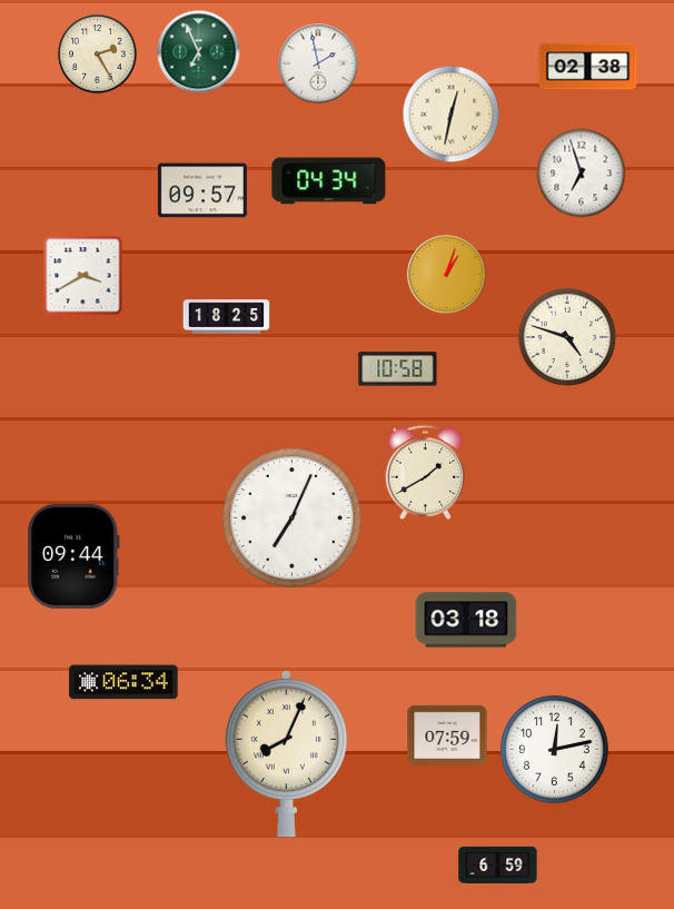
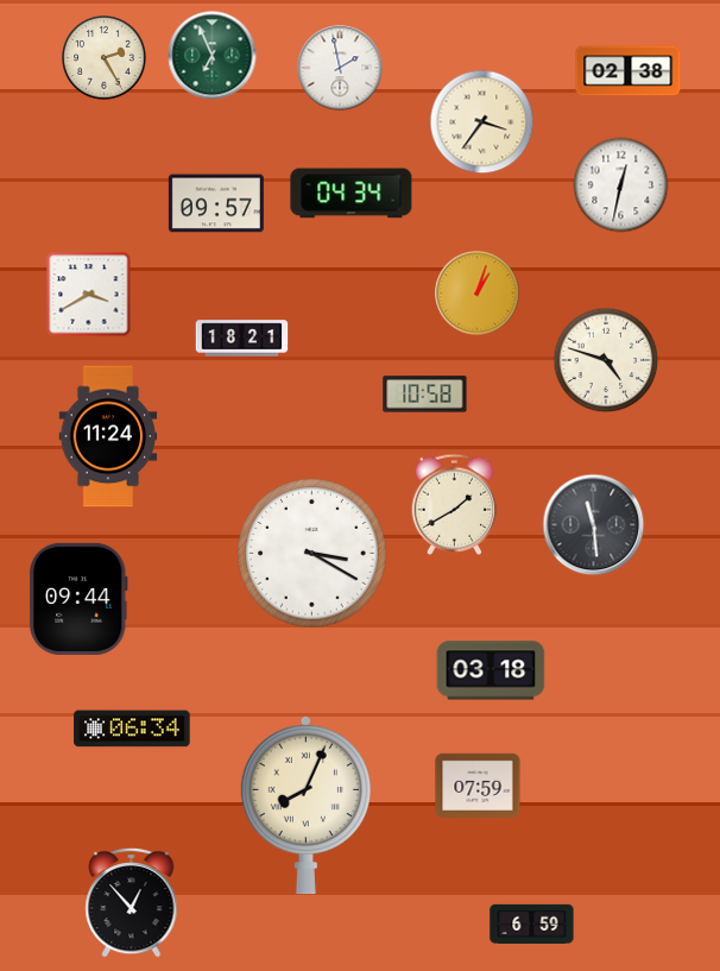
clock at (452, 115): 12:32 -> 3:36
clock at (582, 174): 6:57 -> 12:32
clock at (227, 317): 18:25 -> 18:21
clock at (108, 436): none -> 11:24
clock at (594, 525): none -> 11:29
clock at (293, 518): 7:04 -> 3:20
clock at (73, 556) position: (73, 556) -> (78, 599)
clock at (466, 620) position: (466, 620) -> (491, 670)
clock at (555, 750): 12:13 -> none
clock at (132, 902): none -> 12:53
